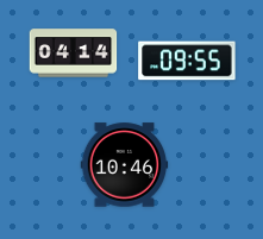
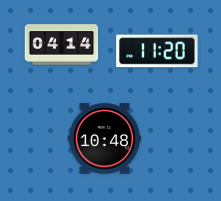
clock at (187, 61): 09:55 -> 11:20
clock at (125, 165): 10:46 -> 10:48
